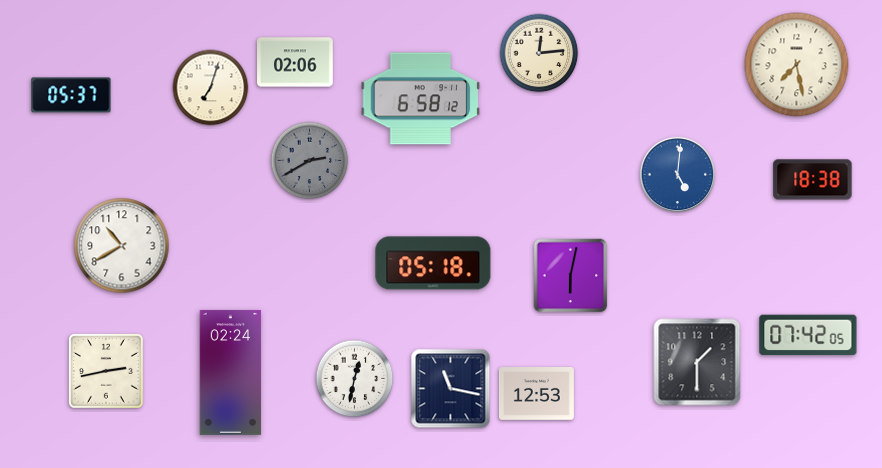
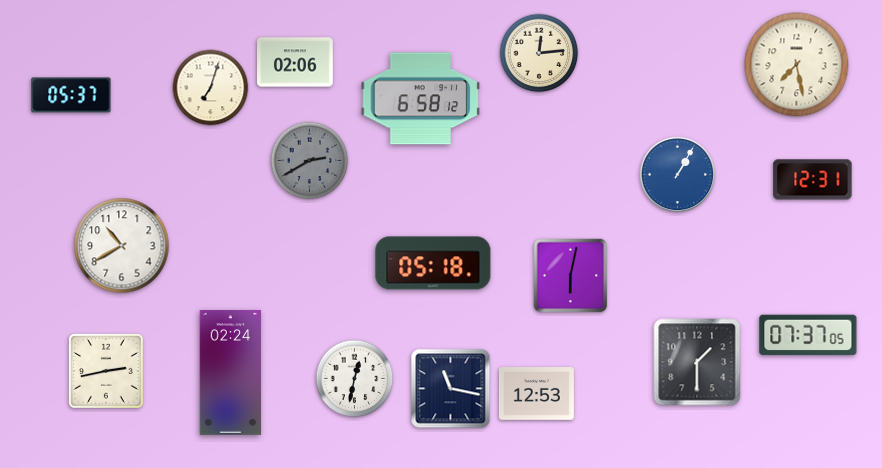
clock at (678, 175): 5:01 -> 1:05
clock at (813, 180): 18:38 -> 12:31
clock at (808, 335): 07:42 -> 07:37
